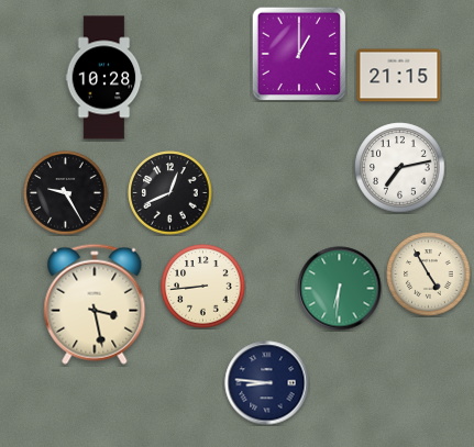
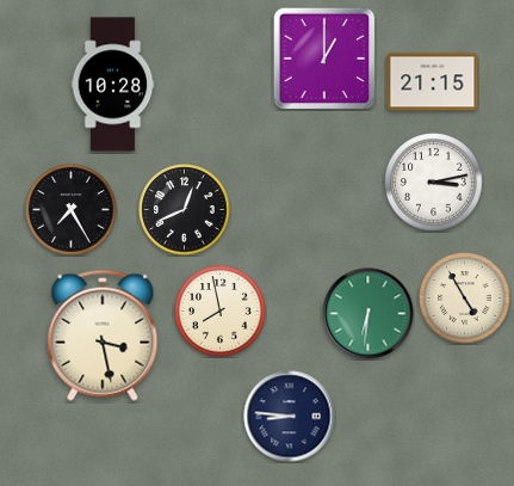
clock at (400, 168): 7:13 -> 3:13
clock at (66, 193): 9:25 -> 7:25
clock at (203, 287): 8:44 -> 7:58
clock at (95, 304) position: (95, 304) -> (103, 336)
